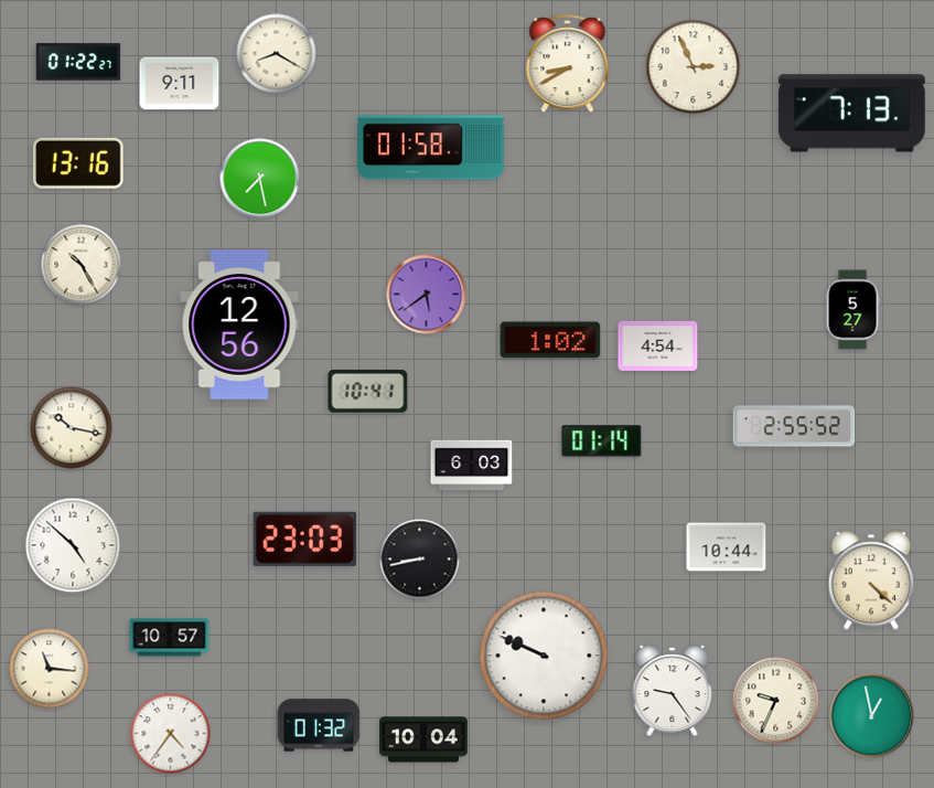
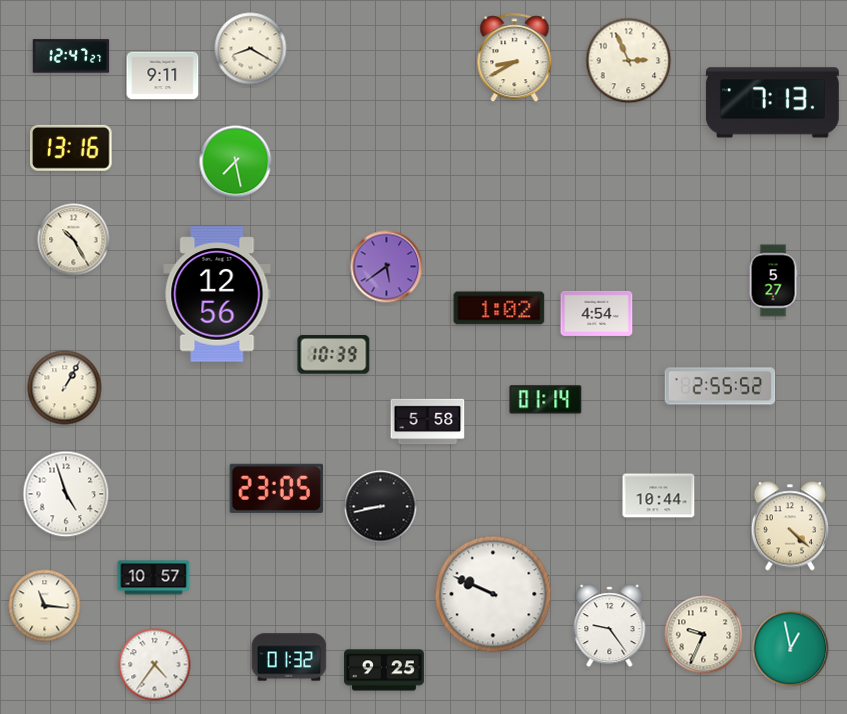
clock at (78, 62): 01:22 -> 12:47
clock at (430, 148): 01:58 -> none
clock at (368, 392): 10:41 -> 10:39
clock at (72, 428): 10:17 -> 1:05
clock at (472, 466): 6:03 -> 5:58
clock at (304, 539): 23:03 -> 23:05
clock at (73, 545): 4:52 -> 4:57
clock at (425, 739): 10:04 -> 9:25
